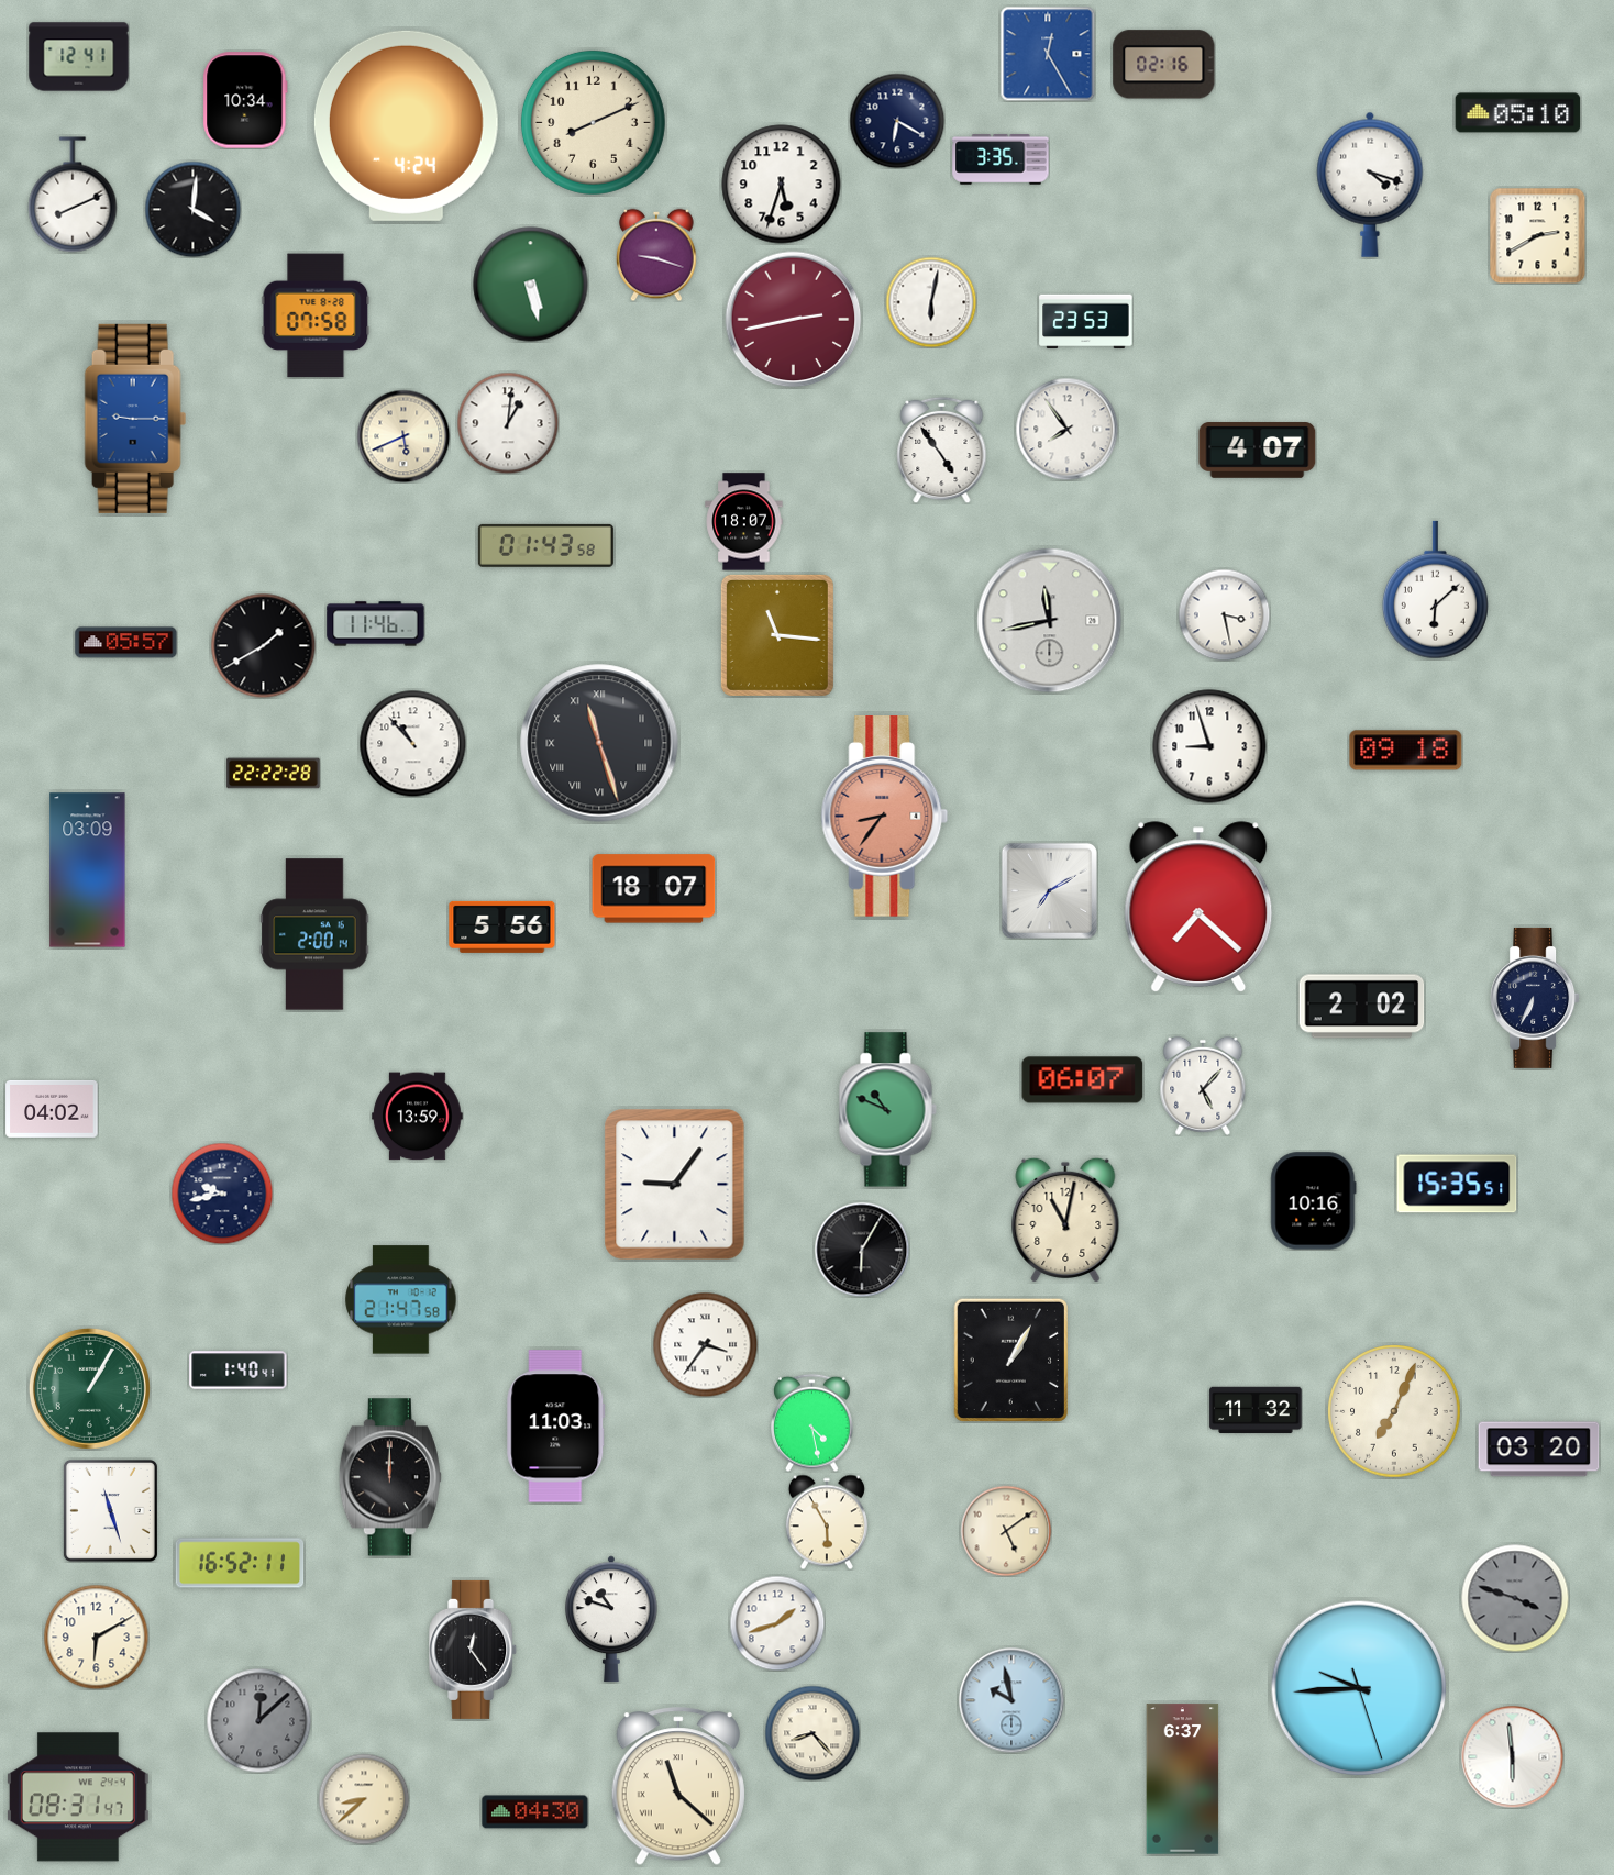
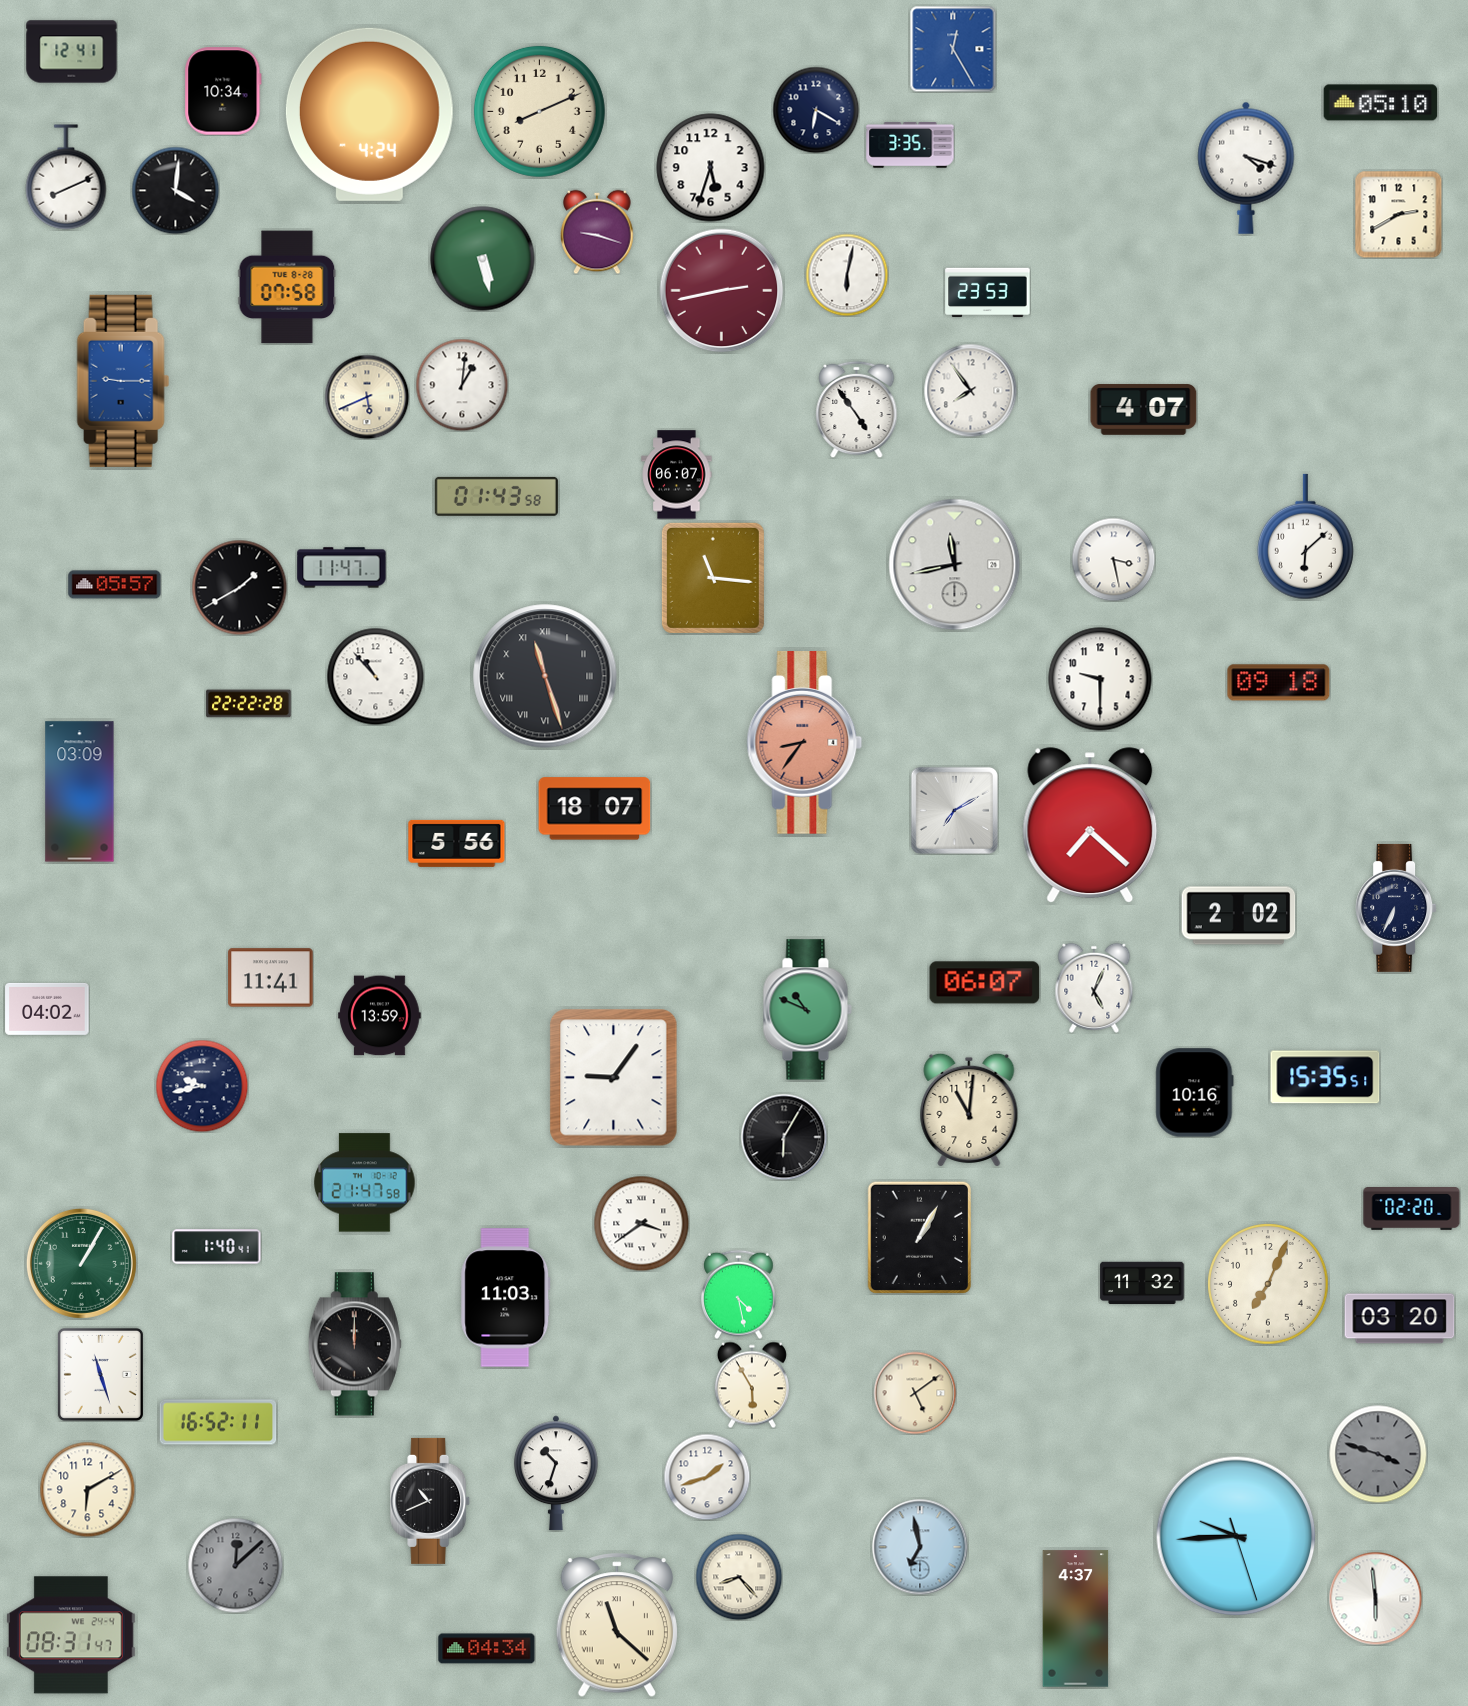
clock at (1164, 65): 02:16 -> none
clock at (744, 522): 18:07 -> 06:07
clock at (376, 624): 11:46 -> 11:47
clock at (777, 635) position: (777, 635) -> (713, 578)
clock at (1209, 746): 8:57 -> 9:30
clock at (314, 934): 2:00 -> none
clock at (271, 978): none -> 11:41
clock at (1203, 1086): 5:07 -> 5:04
clock at (1065, 1220): 11:02 -> 11:01
clock at (1412, 1209): none -> 02:20
clock at (705, 1344): 3:36 -> 3:39
clock at (611, 1619): 10:48 -> 10:33
clock at (474, 1650): 12:24 -> 10:41
clock at (1011, 1700): 9:58 -> 6:58
clock at (1183, 1779): 6:37 -> 4:37
clock at (364, 1799): 8:38 -> none
clock at (535, 1812): 04:30 -> 04:34
